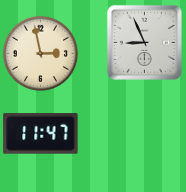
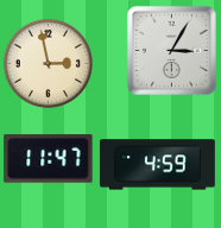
clock at (144, 42): 8:56 -> 3:05
clock at (157, 165): none -> 4:59
